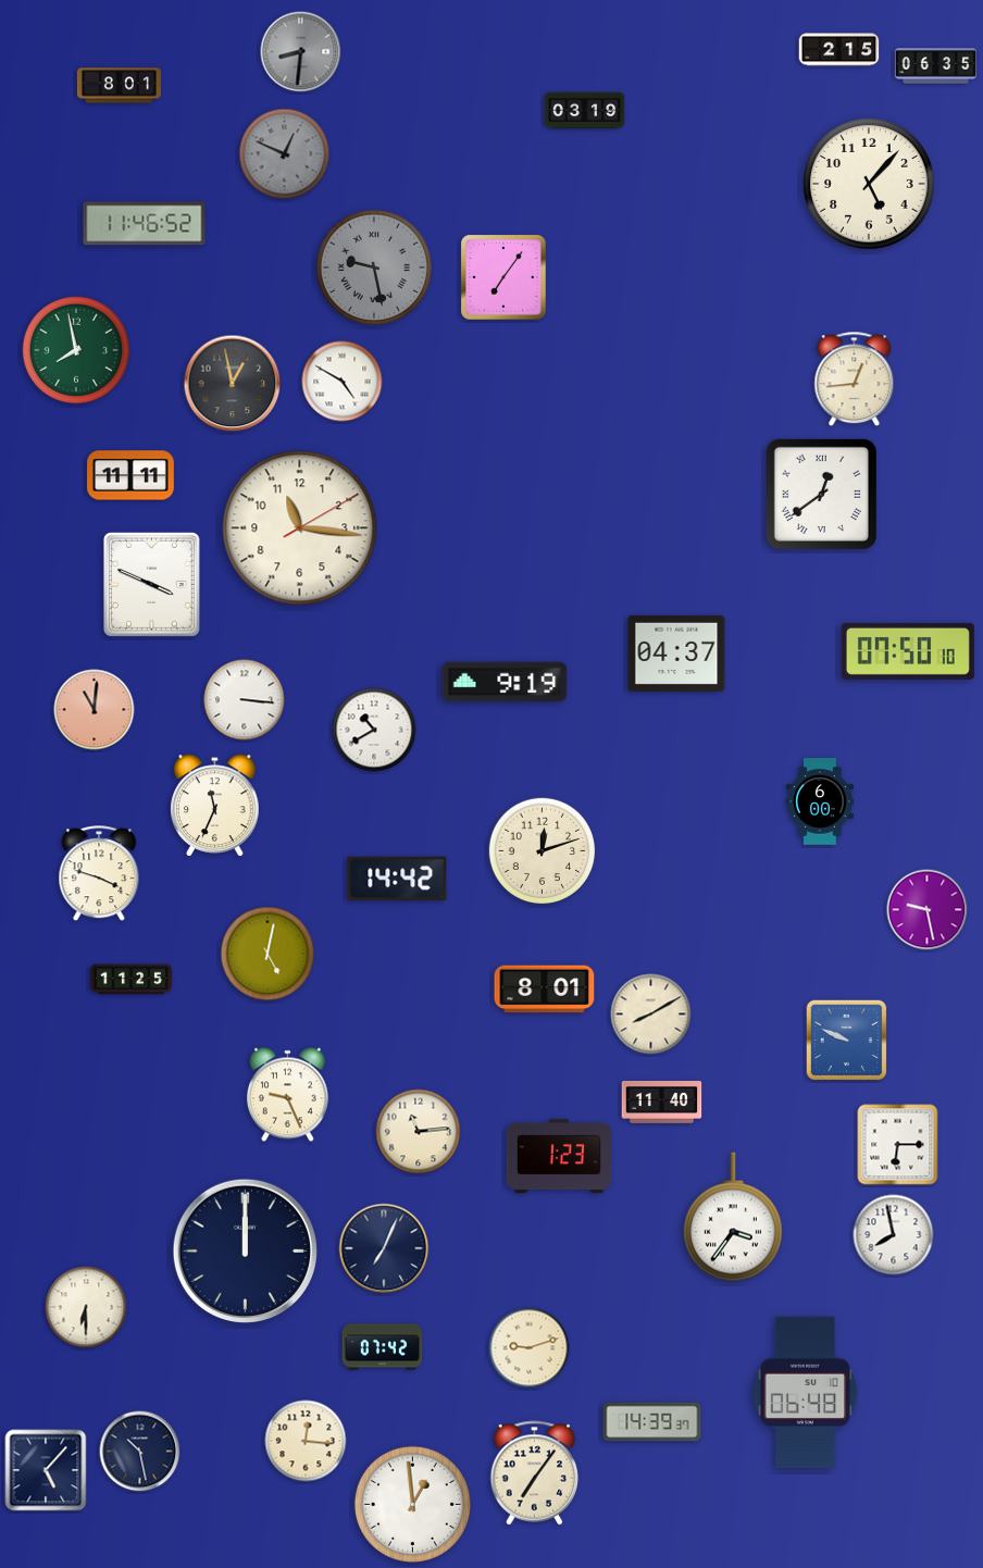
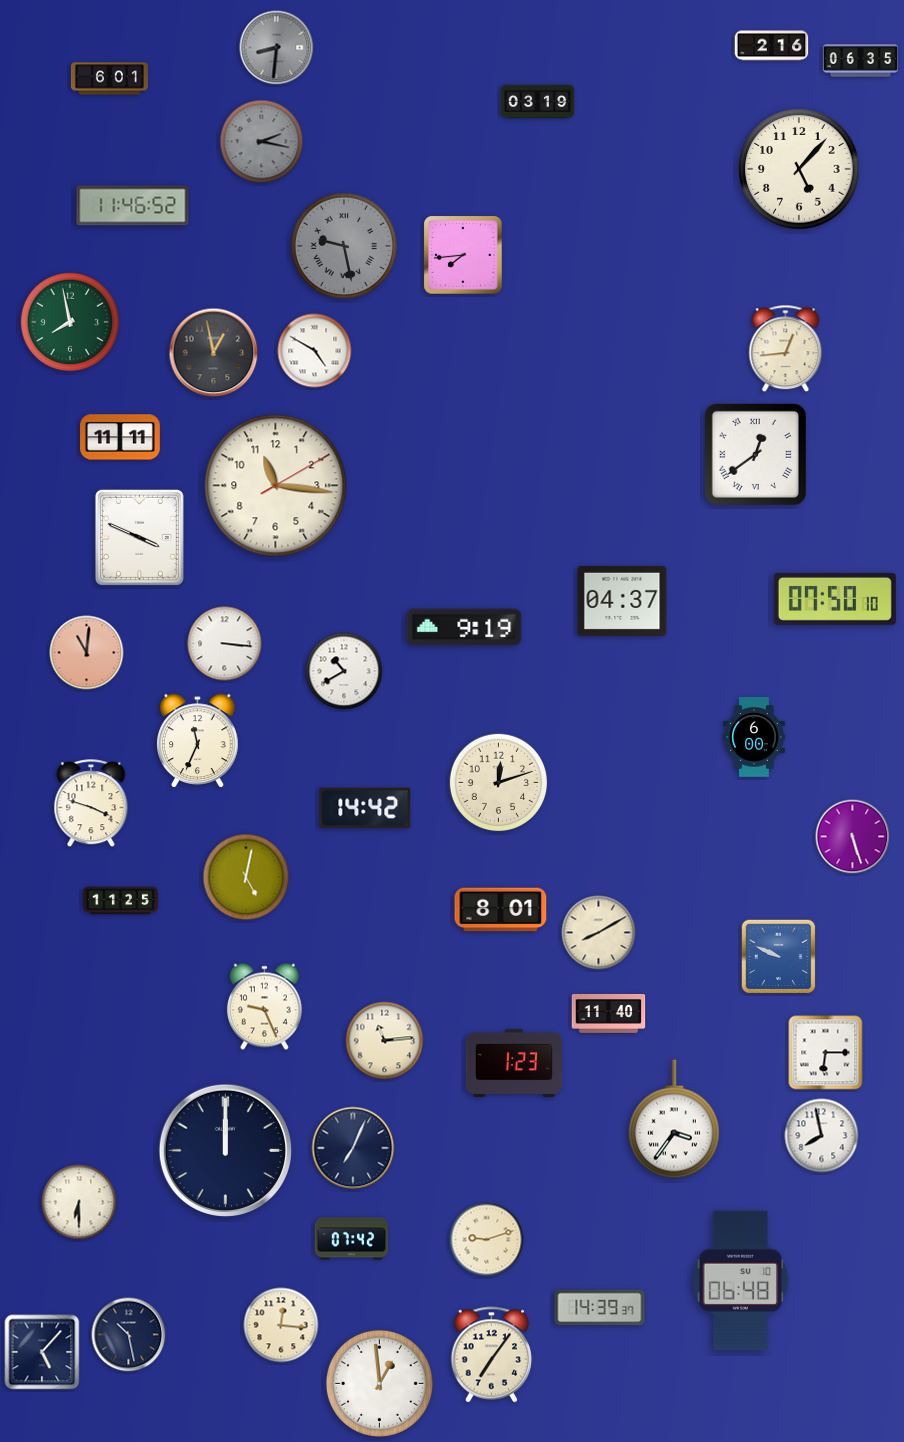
clock at (839, 50): 2:15 -> 2:16
clock at (119, 86): 8:01 -> 6:01
clock at (285, 154): 12:49 -> 2:17
clock at (503, 277): 7:06 -> 7:44
clock at (928, 910): 9:28 -> 5:27
